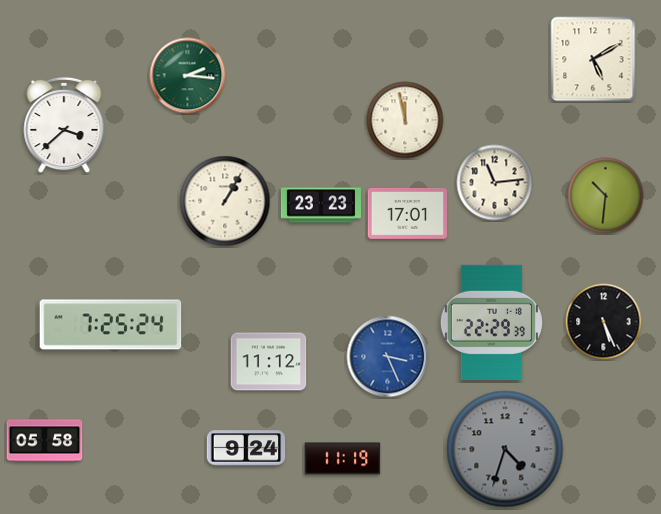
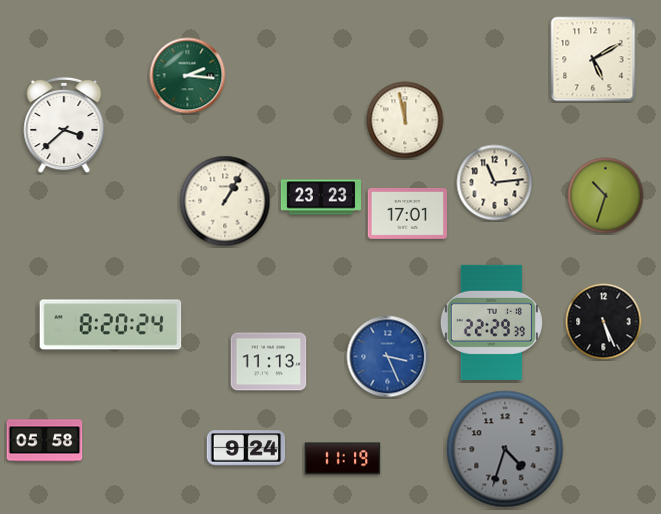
clock at (606, 196): 10:31 -> 10:33
clock at (320, 205) position: (320, 205) -> (320, 197)
clock at (111, 325): 7:25 -> 8:20
clock at (269, 362): 11:12 -> 11:13
